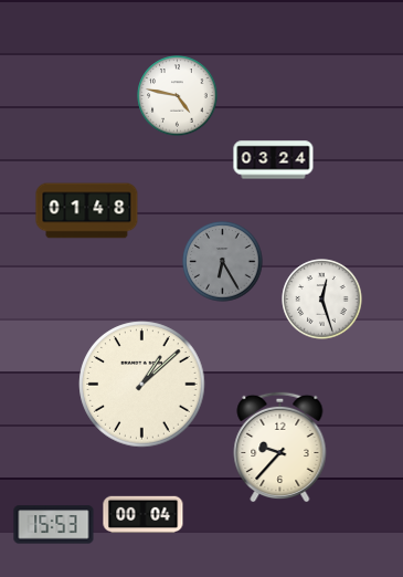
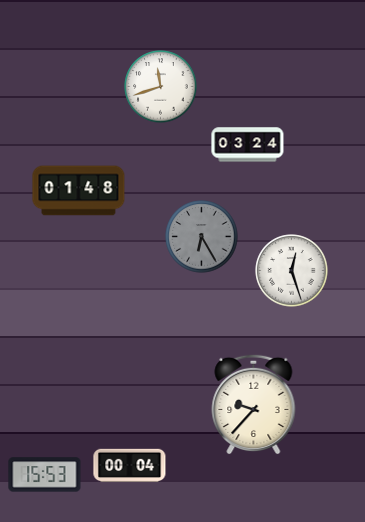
clock at (178, 96): 4:47 -> 11:42
clock at (142, 385): 1:08 -> none
clock at (54, 525) position: (54, 525) -> (45, 475)
